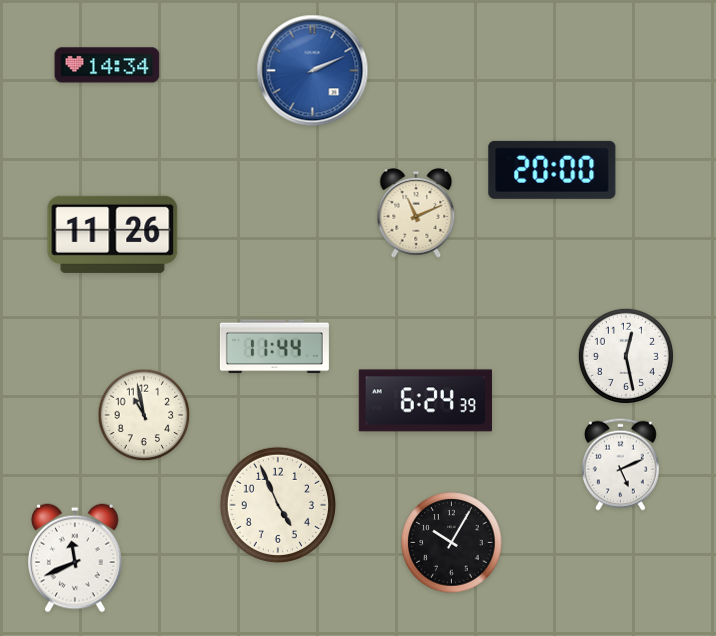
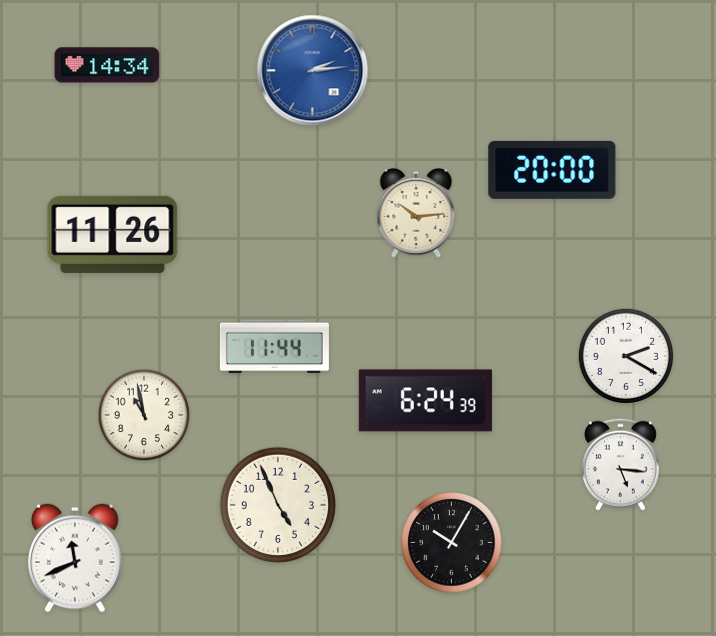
clock at (313, 71): 2:11 -> 2:14
clock at (416, 213): 11:11 -> 10:14
clock at (626, 356): 12:28 -> 2:20
clock at (620, 464): 5:11 -> 5:16
